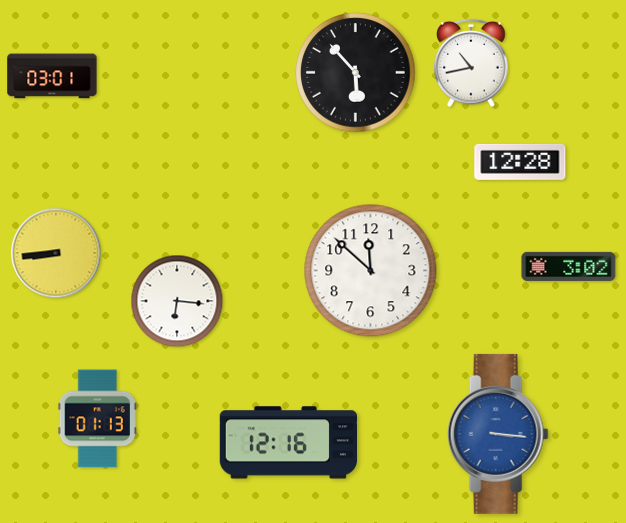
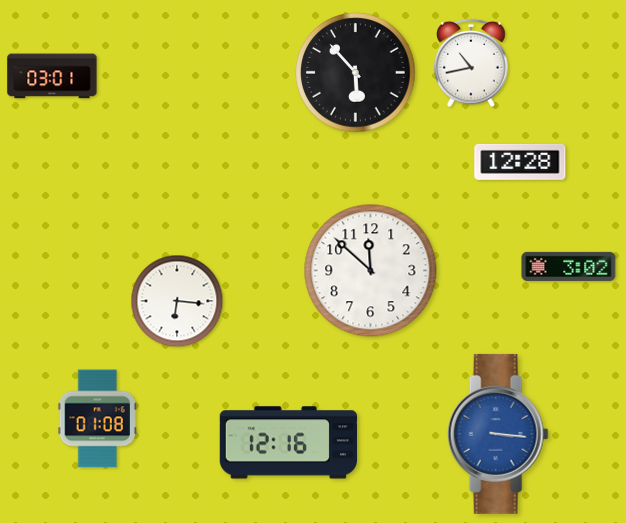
clock at (56, 253): 8:44 -> none
clock at (97, 419): 01:13 -> 01:08
